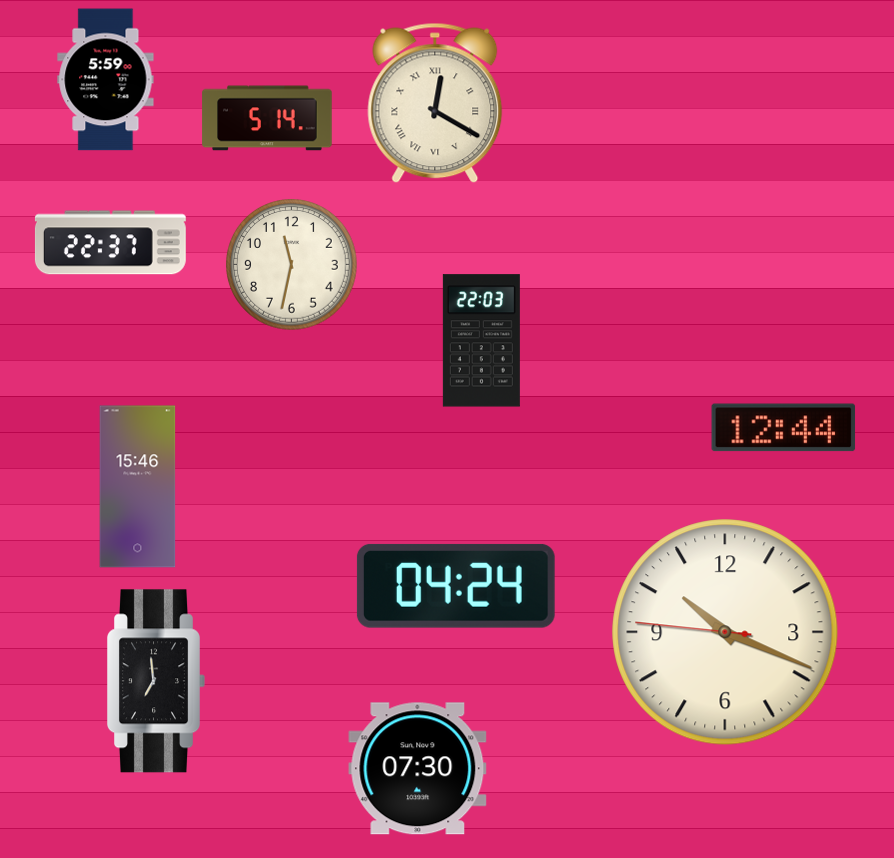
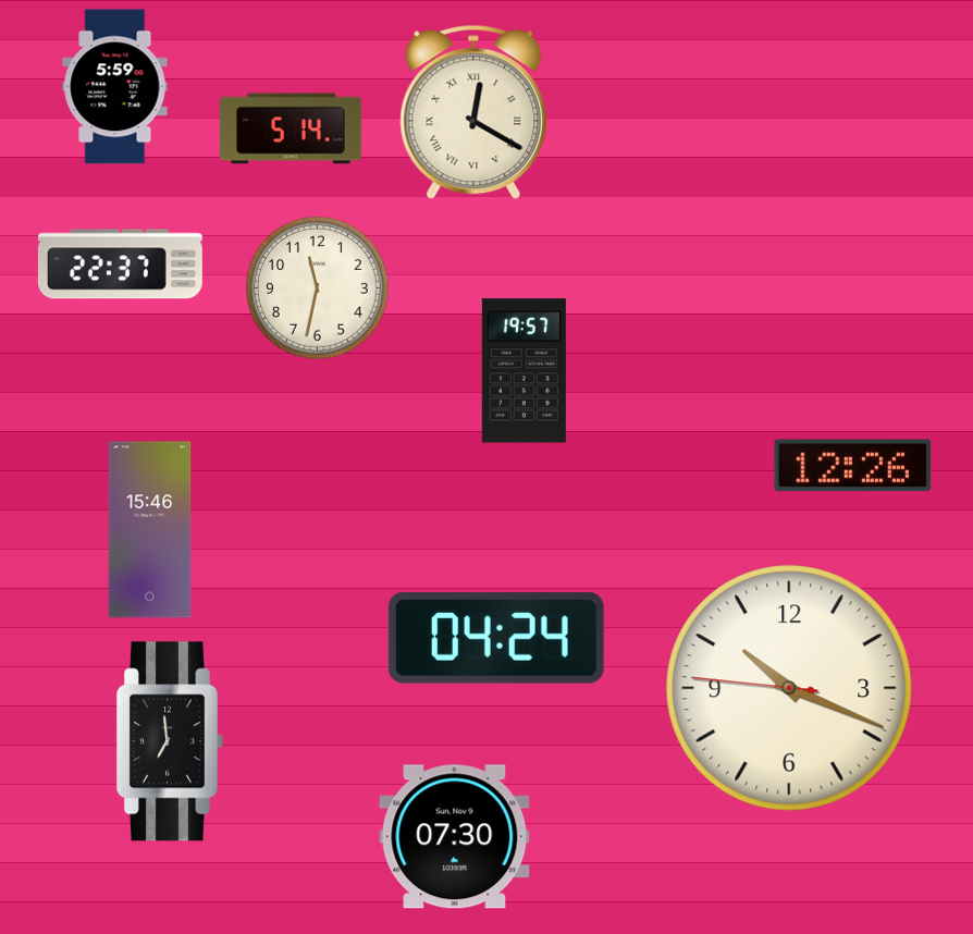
clock at (481, 341): 22:03 -> 19:57
clock at (784, 428): 12:44 -> 12:26
